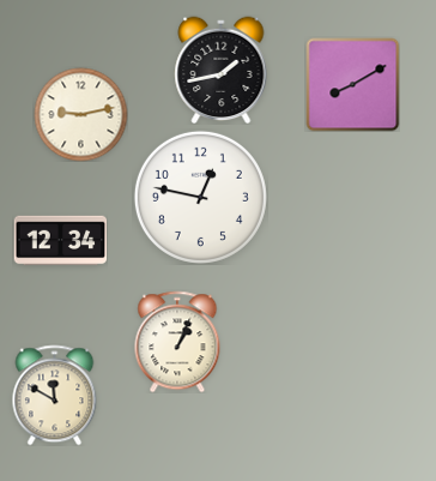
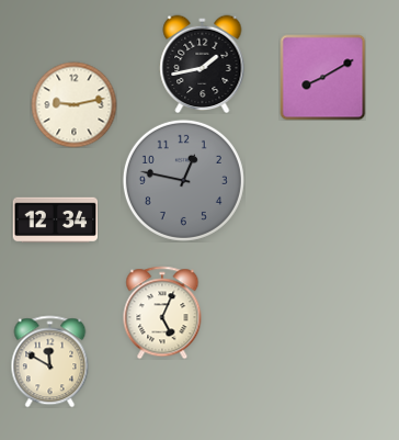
clock at (200, 197) dial: white -> grey
clock at (177, 342): 1:04 -> 5:04
